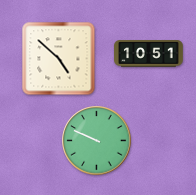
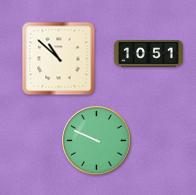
clock at (59, 59): 4:52 -> 10:52
